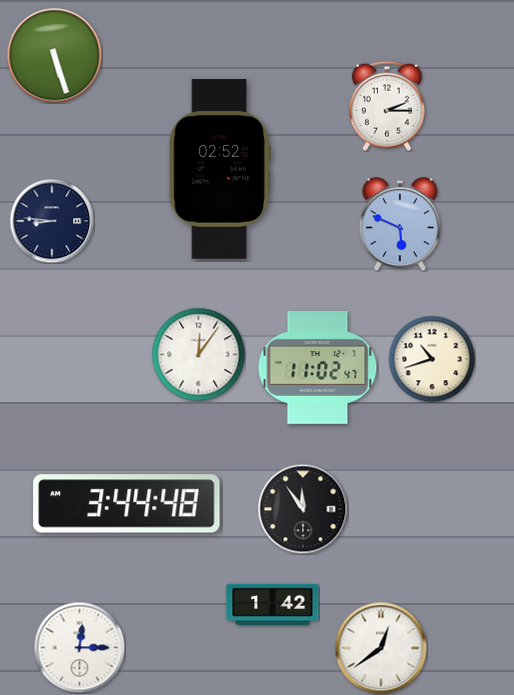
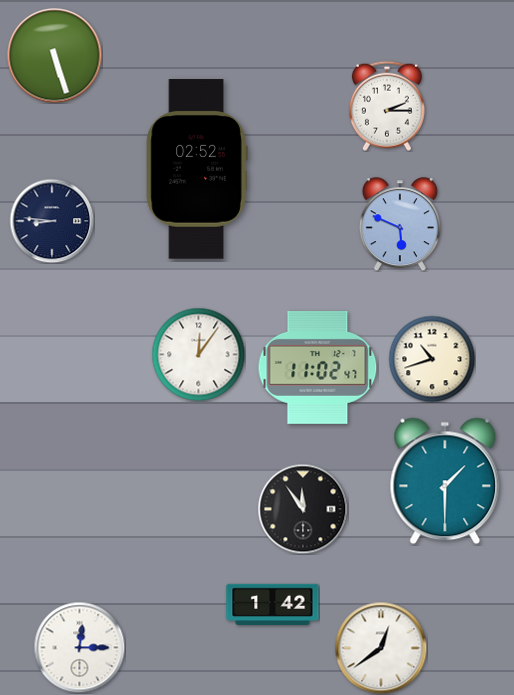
clock at (220, 169) position: (220, 169) -> (197, 169)
clock at (445, 481): none -> 1:30
clock at (127, 504): 3:44 -> none
